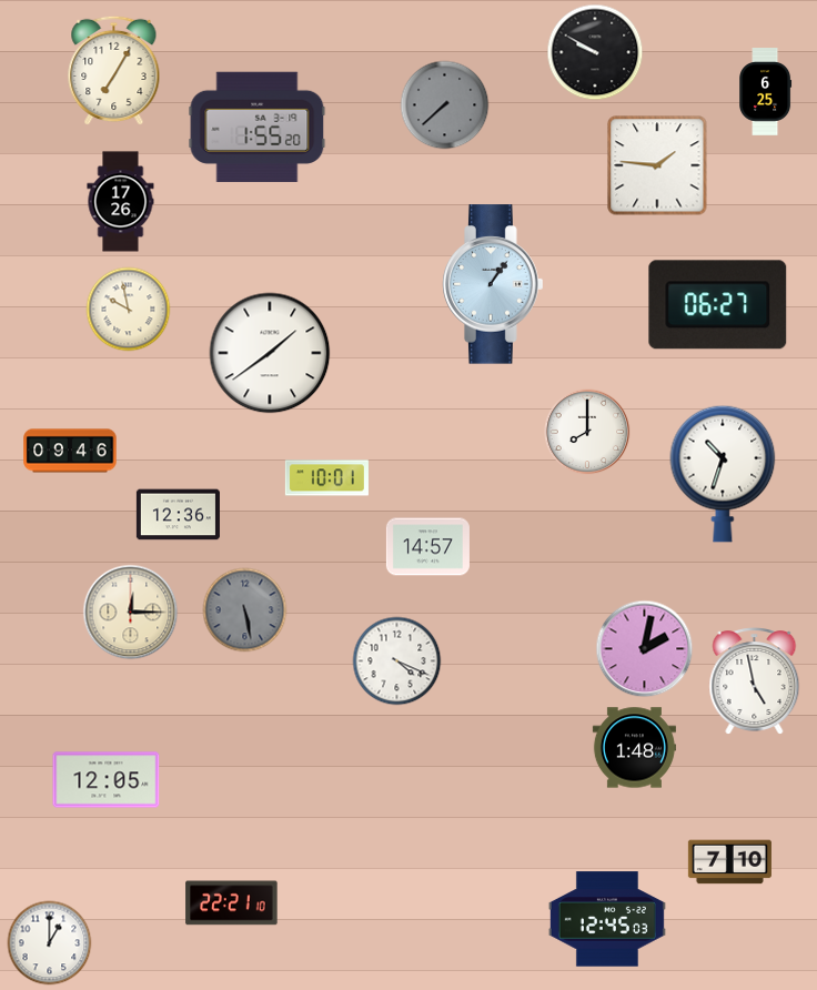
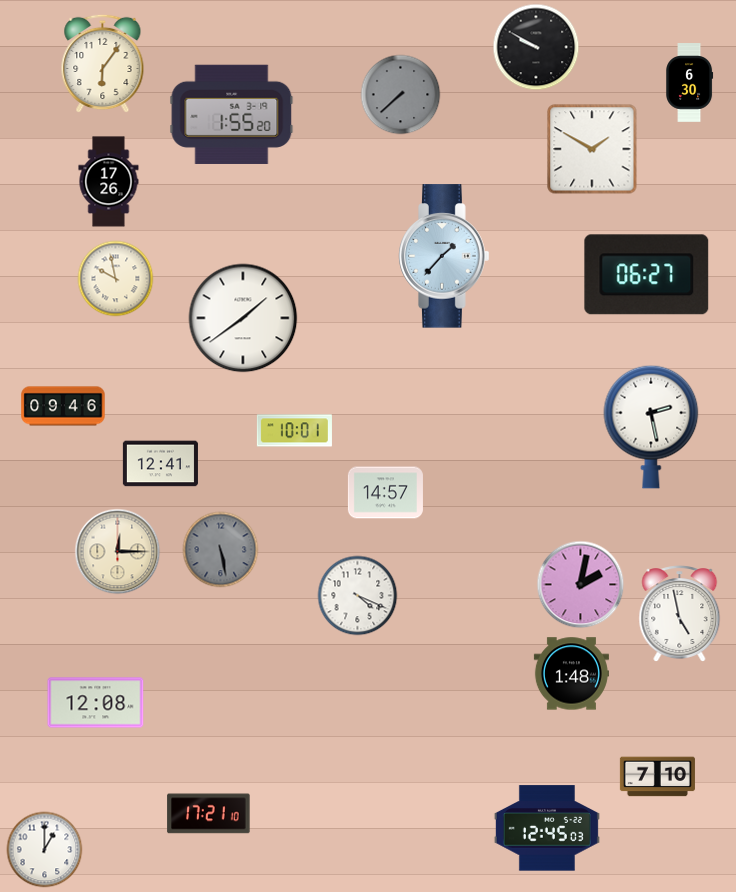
clock at (114, 71): 7:05 -> 6:06
clock at (766, 92): 6:25 -> 6:30
clock at (657, 165): 1:46 -> 1:50
clock at (493, 284): 1:06 -> 1:37
clock at (587, 432): 8:00 -> none
clock at (723, 474): 10:33 -> 2:28
clock at (178, 515): 12:36 -> 12:41
clock at (107, 780): 12:05 -> 12:08
clock at (232, 903): 22:21 -> 17:21
